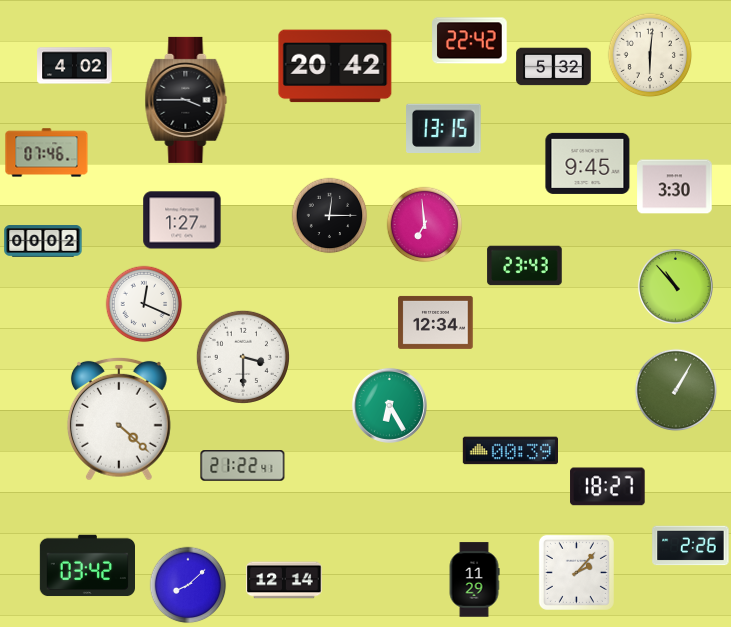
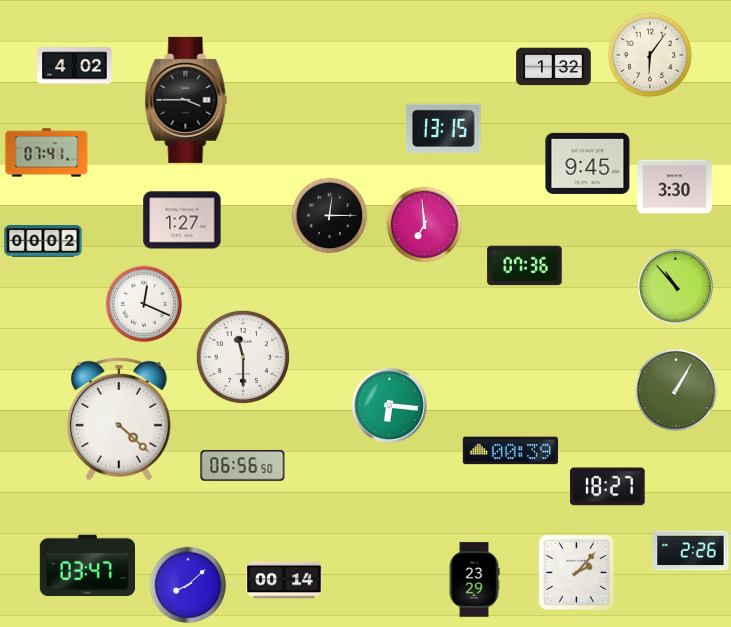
clock at (470, 41): 22:42 -> none
clock at (650, 55): 6:01 -> 6:06
clock at (335, 66): 20:42 -> none
clock at (554, 67): 5:32 -> 1:32
clock at (47, 153): 07:46 -> 07:41
clock at (525, 266): 23:43 -> 07:36
clock at (436, 322): 12:34 -> none
clock at (243, 357): 3:30 -> 11:30
clock at (389, 405): 6:25 -> 6:16
clock at (243, 466): 21:22 -> 06:56
clock at (691, 546) position: (691, 546) -> (691, 551)
clock at (87, 566): 03:42 -> 03:47
clock at (284, 580): 12:14 -> 00:14
clock at (474, 580): 11:29 -> 23:29
